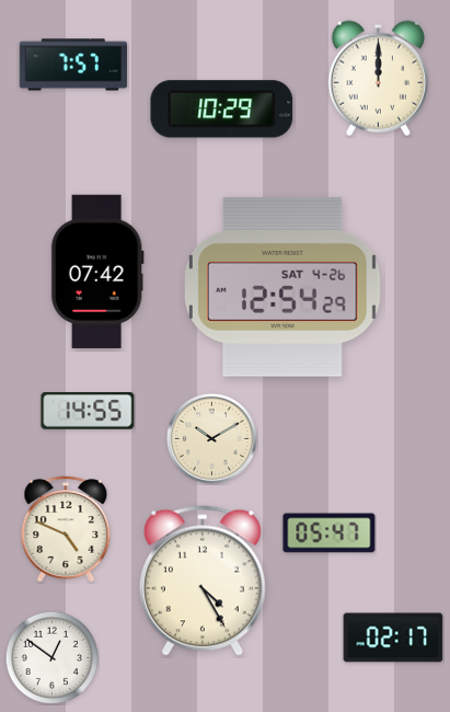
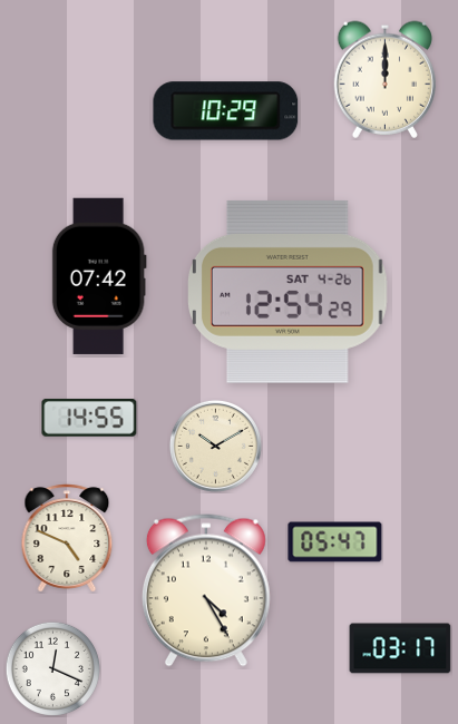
clock at (73, 65): 7:57 -> none
clock at (393, 638): 02:17 -> 03:17
clock at (51, 657): 12:51 -> 12:19
